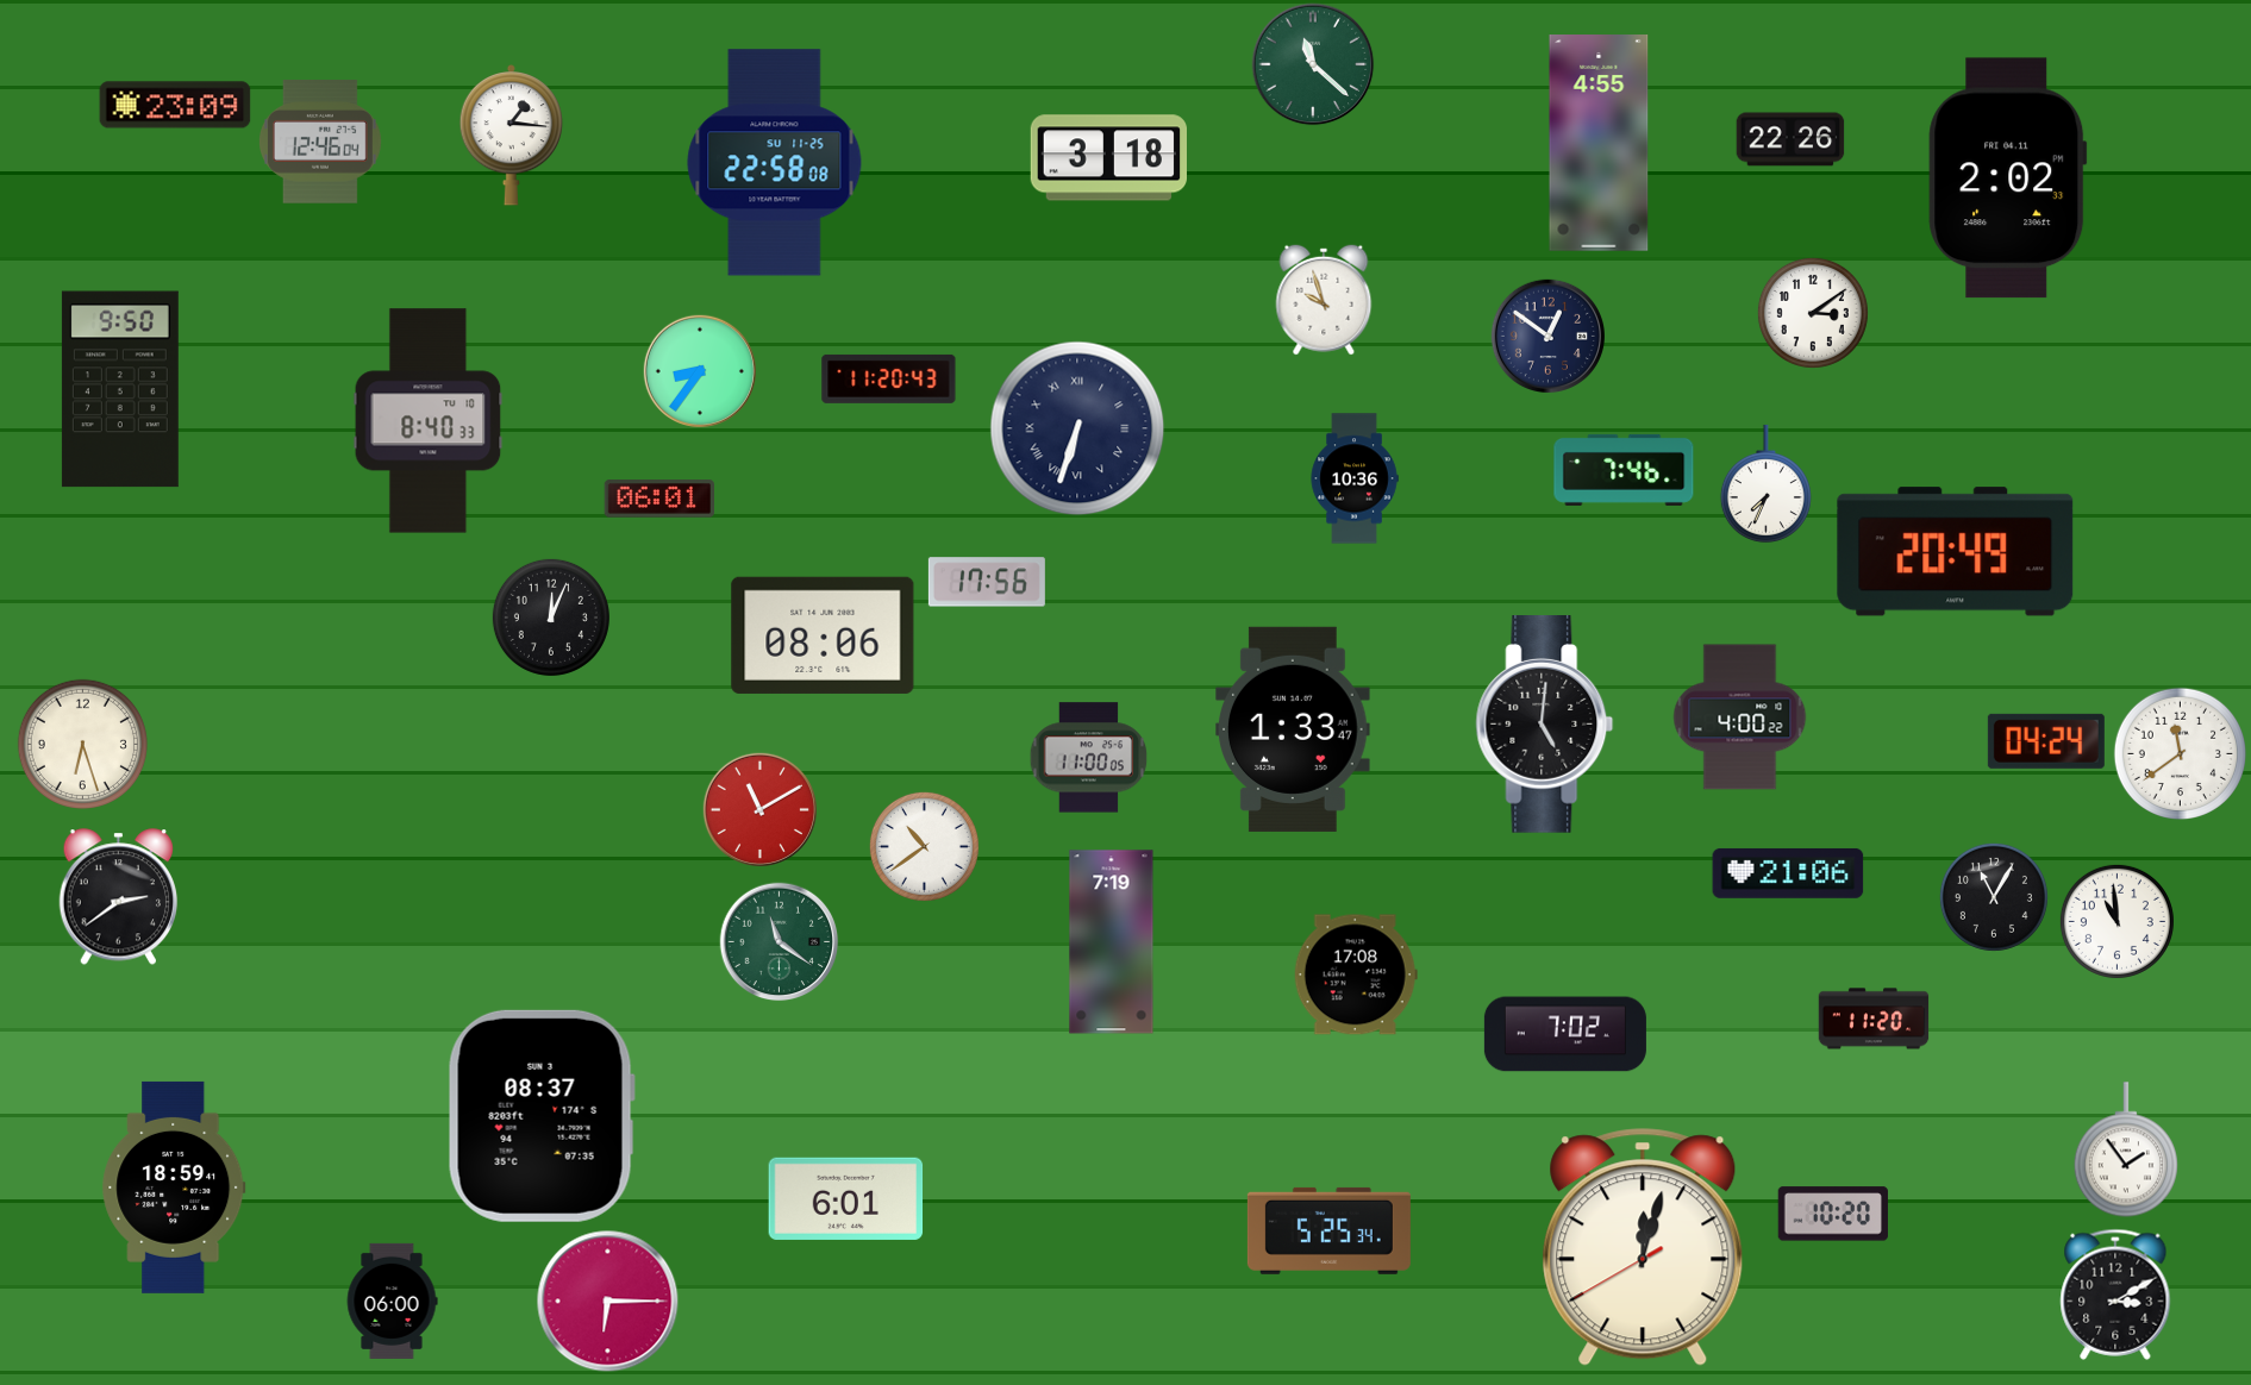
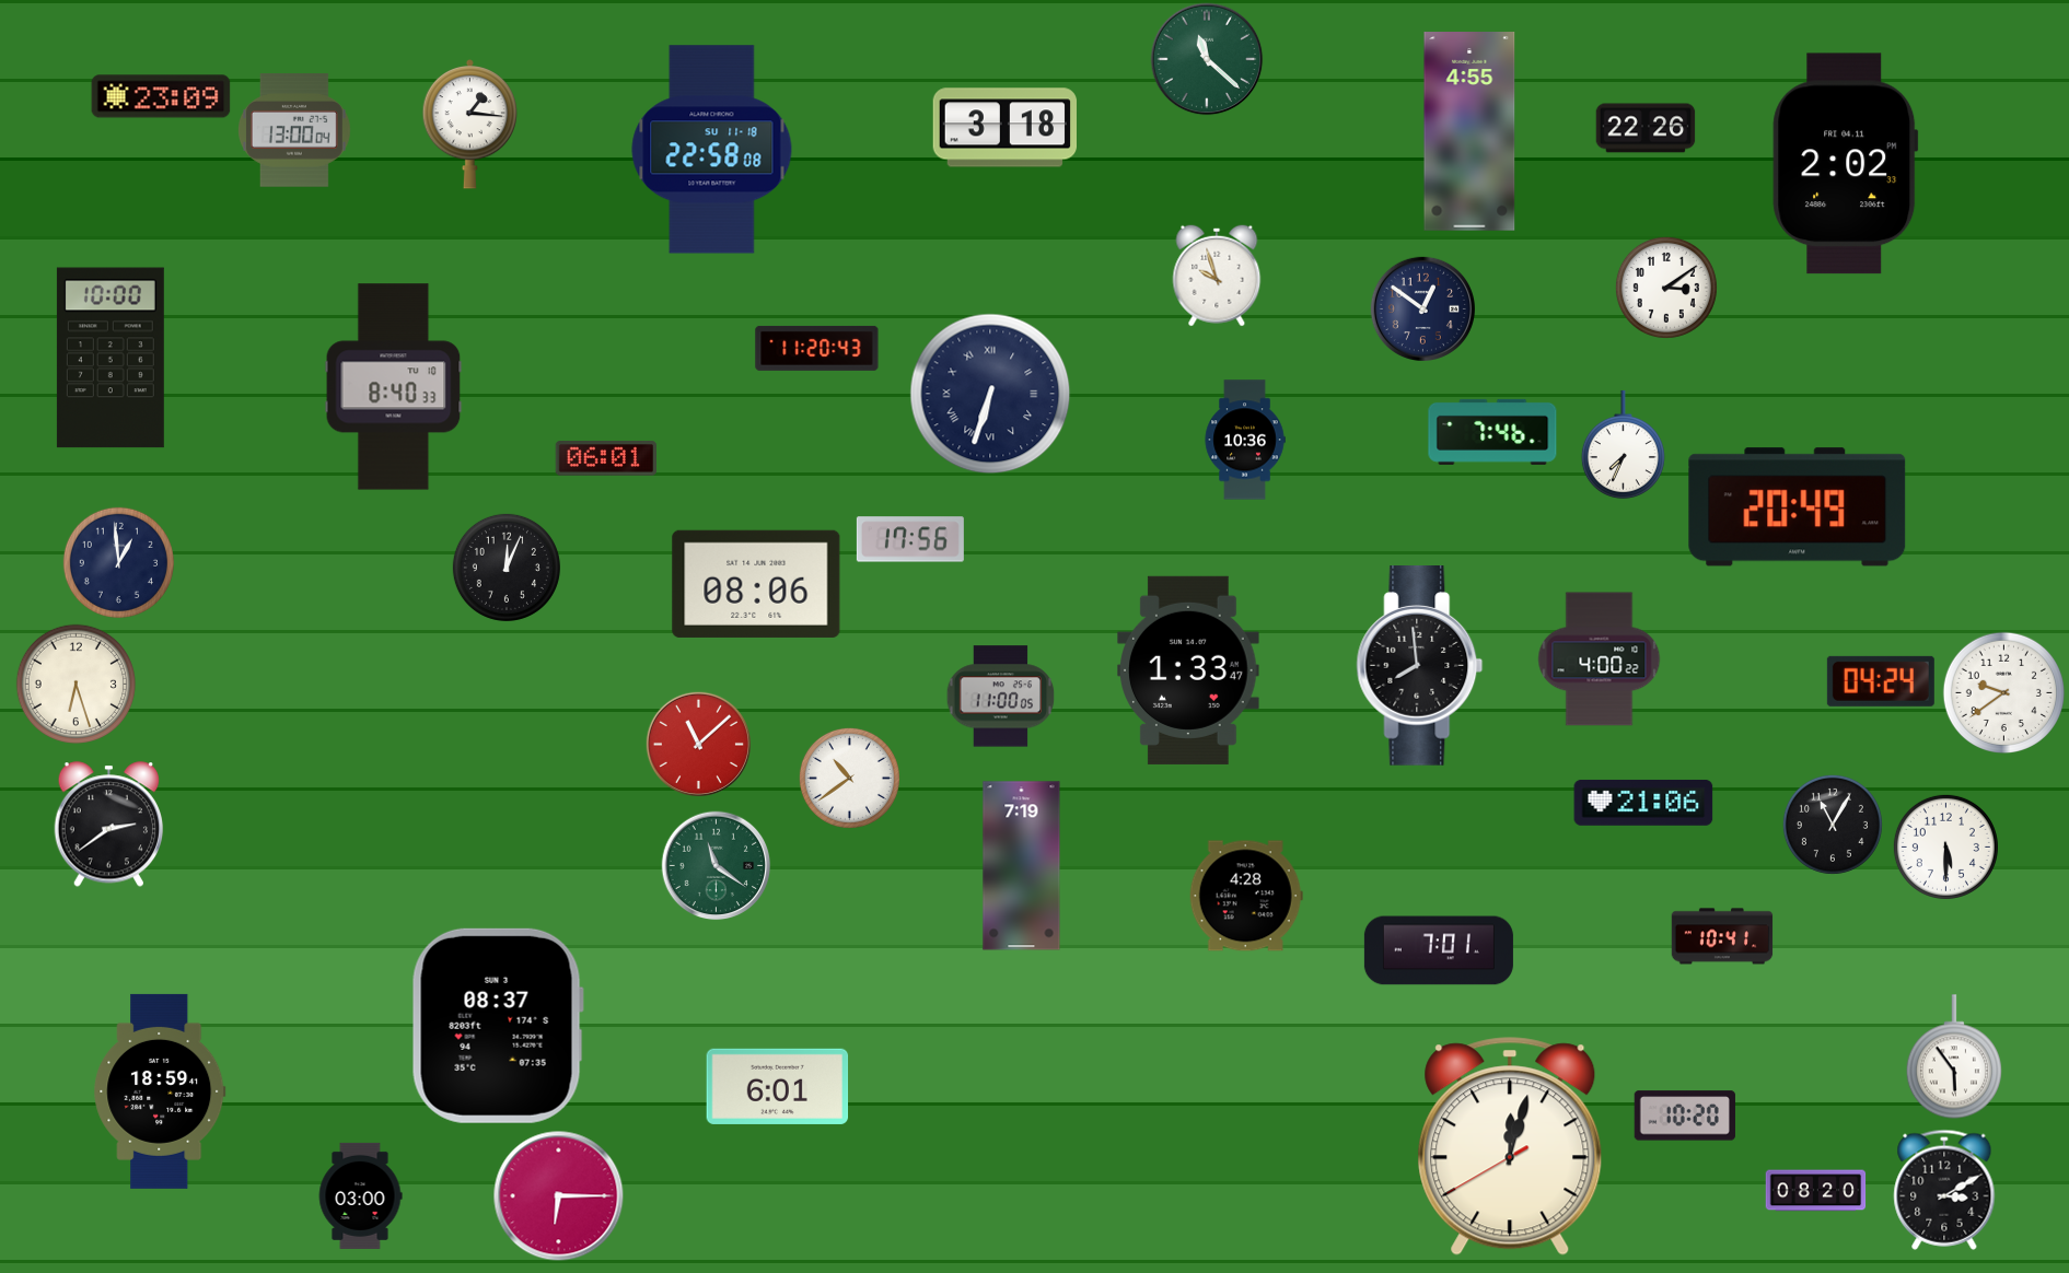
clock at (320, 142): 12:46 -> 13:00
clock at (1108, 158) position: (1108, 158) -> (1004, 128)
clock at (775, 163) date: SU 11-25 -> SU 11-18
clock at (700, 371): 8:36 -> none
clock at (120, 389): 9:50 -> 10:00
clock at (987, 582) position: (987, 582) -> (910, 539)
clock at (118, 562): none -> 12:59
clock at (1545, 725): 5:01 -> 7:59
clock at (2180, 753): 11:39 -> 9:39
clock at (759, 809): 11:10 -> 11:08
clock at (2116, 921): 10:59 -> 5:30
clock at (1356, 974): 17:08 -> 4:28
clock at (1874, 1019): 11:20 -> 10:41
clock at (1565, 1034): 7:02 -> 7:01
clock at (2126, 1149): 1:54 -> 5:54
clock at (846, 1198) position: (846, 1198) -> (778, 1086)
clock at (1328, 1230): 5:25 -> none
clock at (1816, 1191): none -> 08:20
clock at (392, 1301): 06:00 -> 03:00
